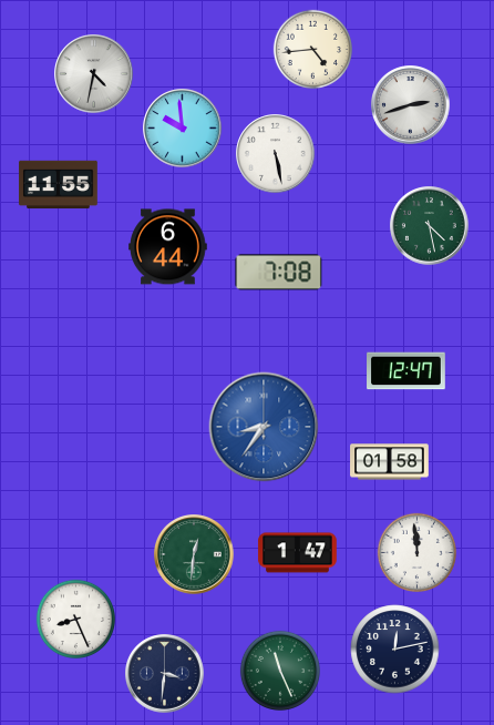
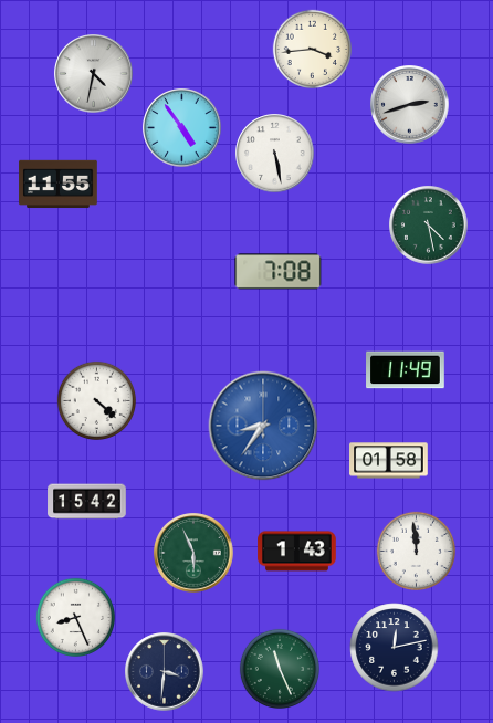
clock at (313, 50): 4:44 -> 3:44
clock at (183, 129): 9:59 -> 4:54
clock at (168, 247): 6:44 -> none
clock at (406, 371): 12:47 -> 11:49
clock at (97, 401): none -> 4:22
clock at (87, 502): none -> 15:42
clock at (298, 553): 1:47 -> 1:43
clock at (194, 554): 12:31 -> 5:56
